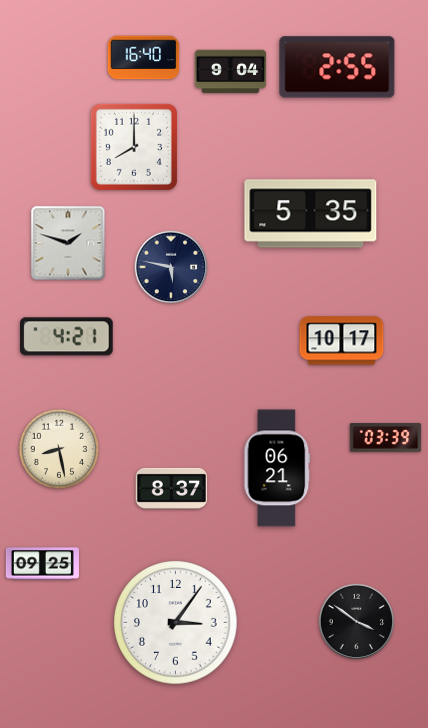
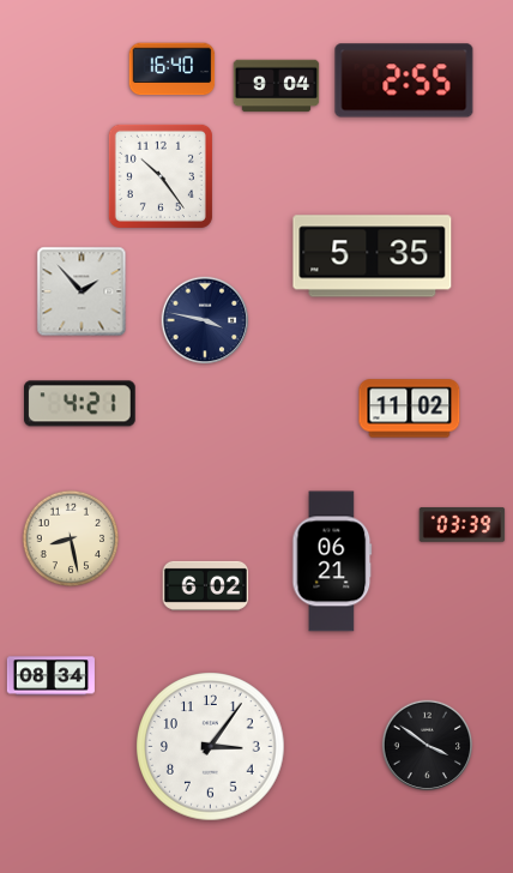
clock at (134, 147): 8:00 -> 10:24
clock at (68, 243): 1:48 -> 1:53
clock at (171, 267): 5:47 -> 3:47
clock at (342, 341): 10:17 -> 11:02
clock at (172, 488): 8:37 -> 6:02
clock at (42, 564): 09:25 -> 08:34
